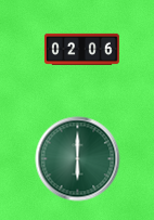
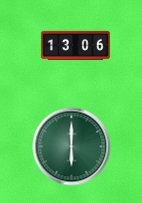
clock at (81, 49): 02:06 -> 13:06
